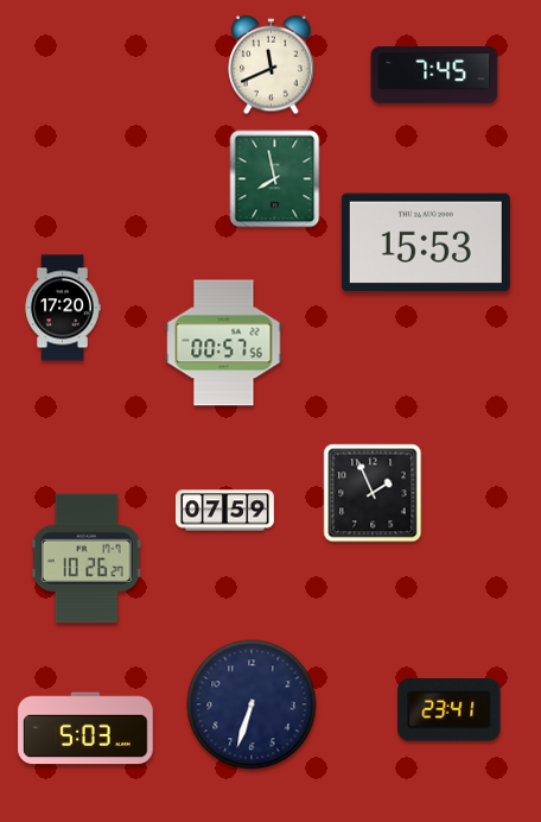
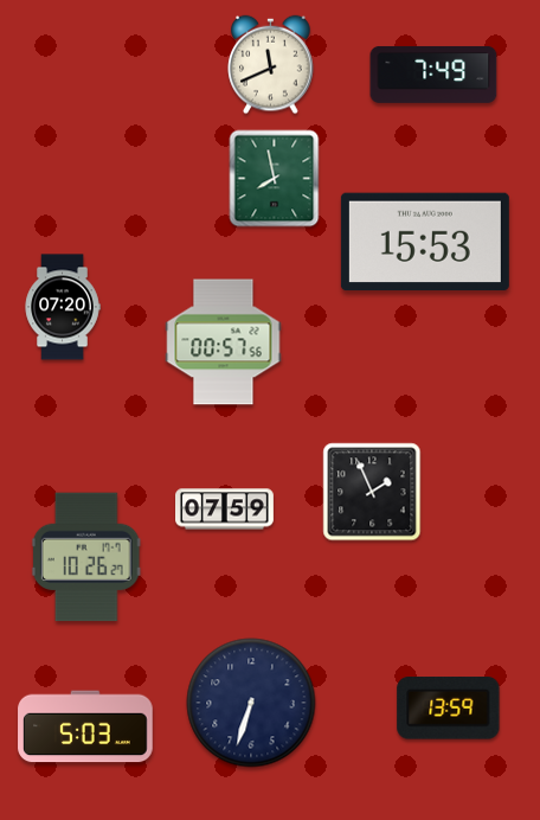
clock at (434, 75): 7:45 -> 7:49
clock at (63, 308): 17:20 -> 07:20
clock at (450, 710): 23:41 -> 13:59
